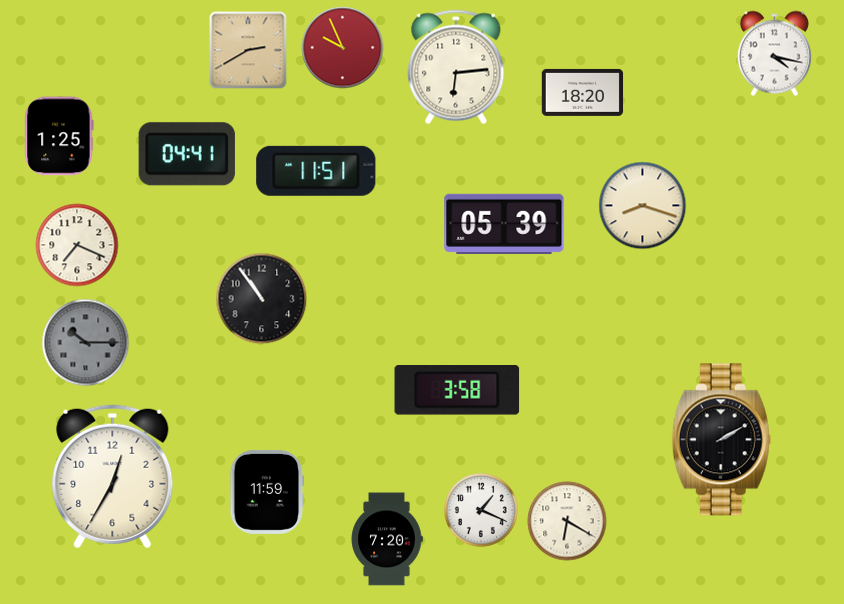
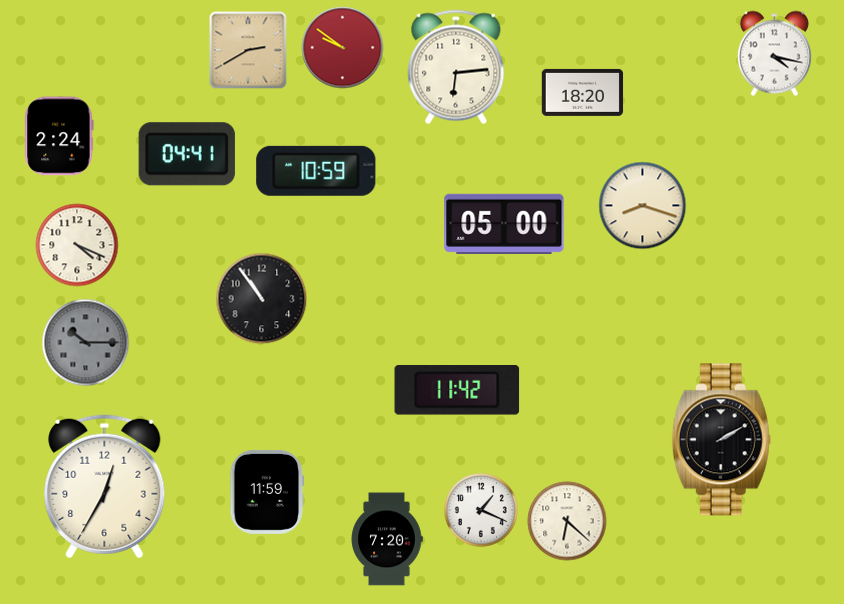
clock at (343, 48): 9:56 -> 9:51
clock at (59, 136): 1:25 -> 2:24
clock at (316, 171): 11:51 -> 10:59
clock at (504, 224): 05:39 -> 05:00
clock at (77, 245): 7:19 -> 4:19
clock at (457, 391): 3:58 -> 11:42
clock at (113, 477) position: (113, 477) -> (105, 487)
clock at (567, 521): 6:20 -> 6:22
